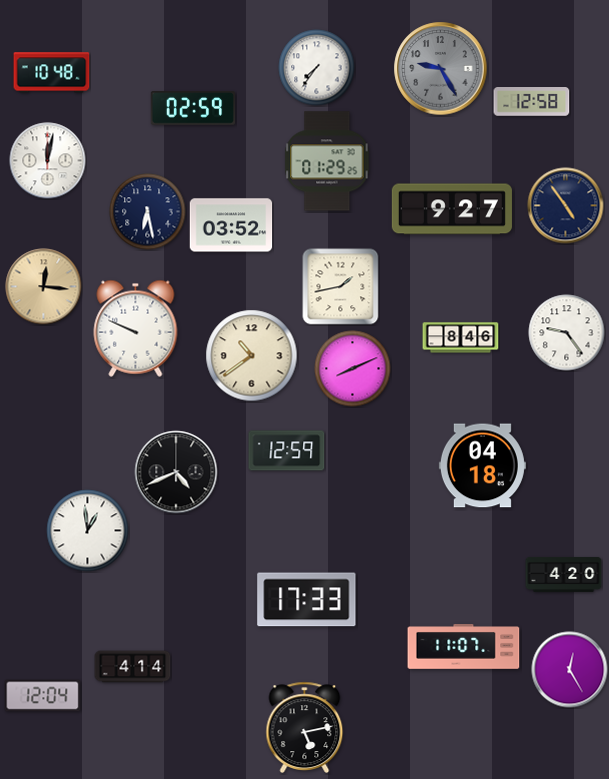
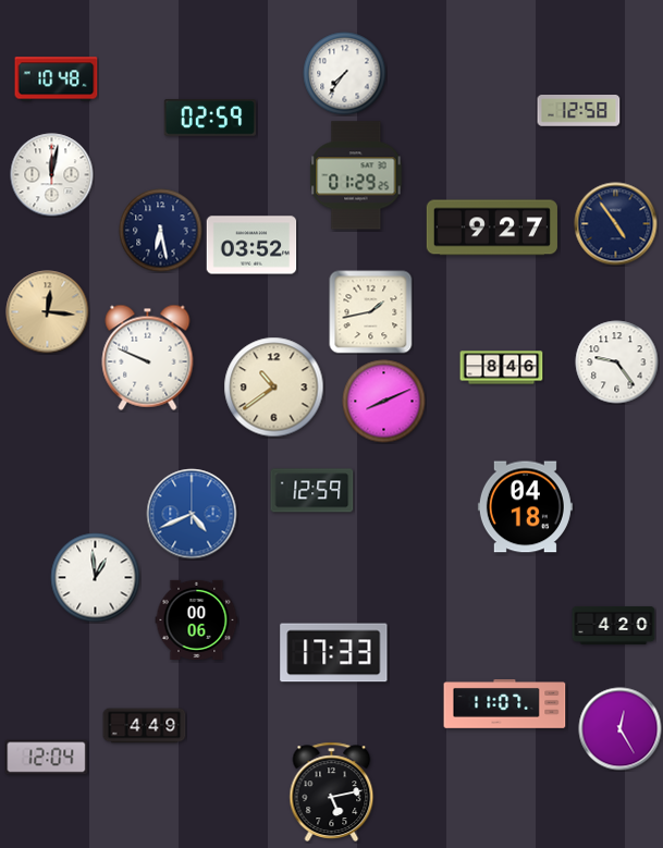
clock at (441, 69): 9:25 -> none
clock at (176, 472) dial: black -> blue
clock at (197, 619): none -> 00:06
clock at (133, 667): 4:14 -> 4:49
